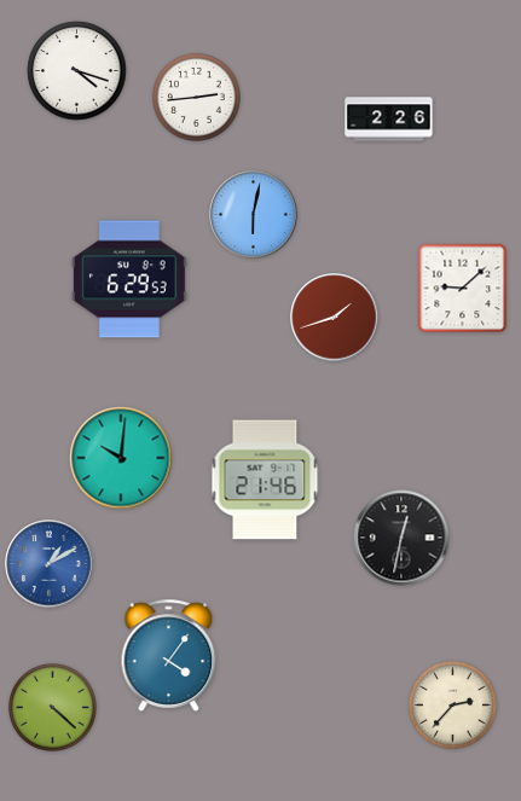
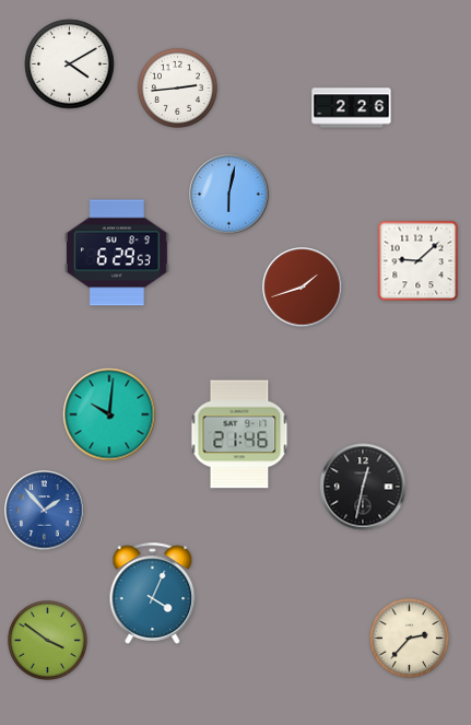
clock at (77, 71): 4:18 -> 4:10
clock at (50, 564): 1:10 -> 1:53
clock at (169, 655): 4:06 -> 4:04
clock at (52, 707): 4:22 -> 3:51
